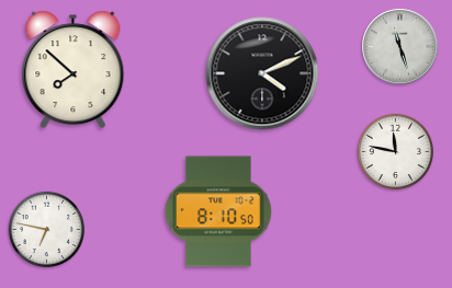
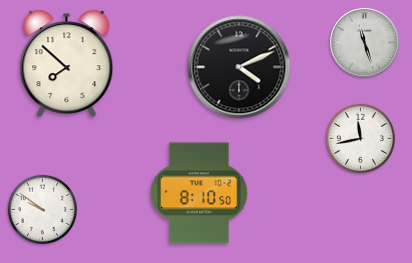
clock at (396, 152): 11:47 -> 11:43
clock at (47, 230): 6:47 -> 9:51
